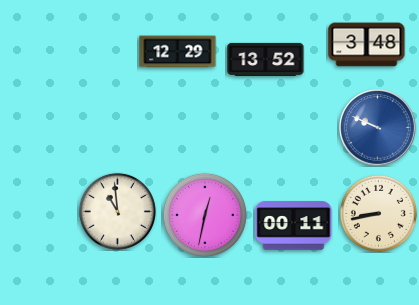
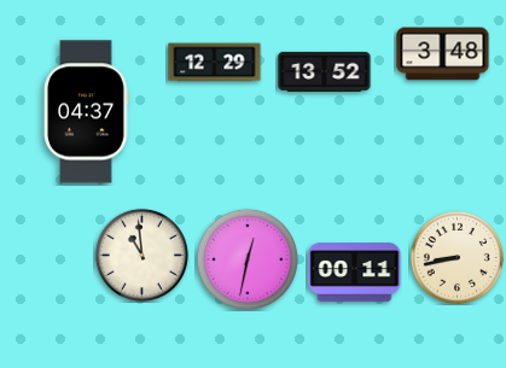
clock at (266, 59) position: (266, 59) -> (325, 71)
clock at (86, 112): none -> 04:37
clock at (378, 128): 9:49 -> none
